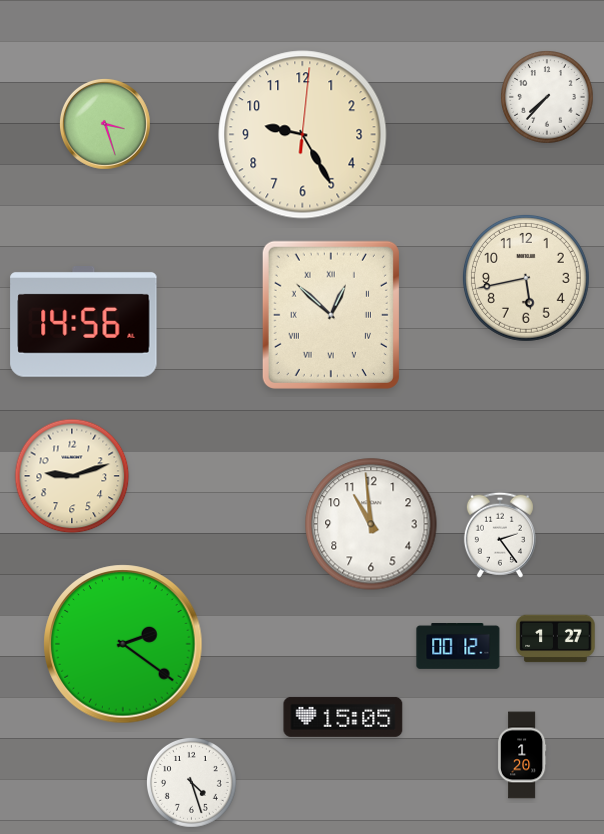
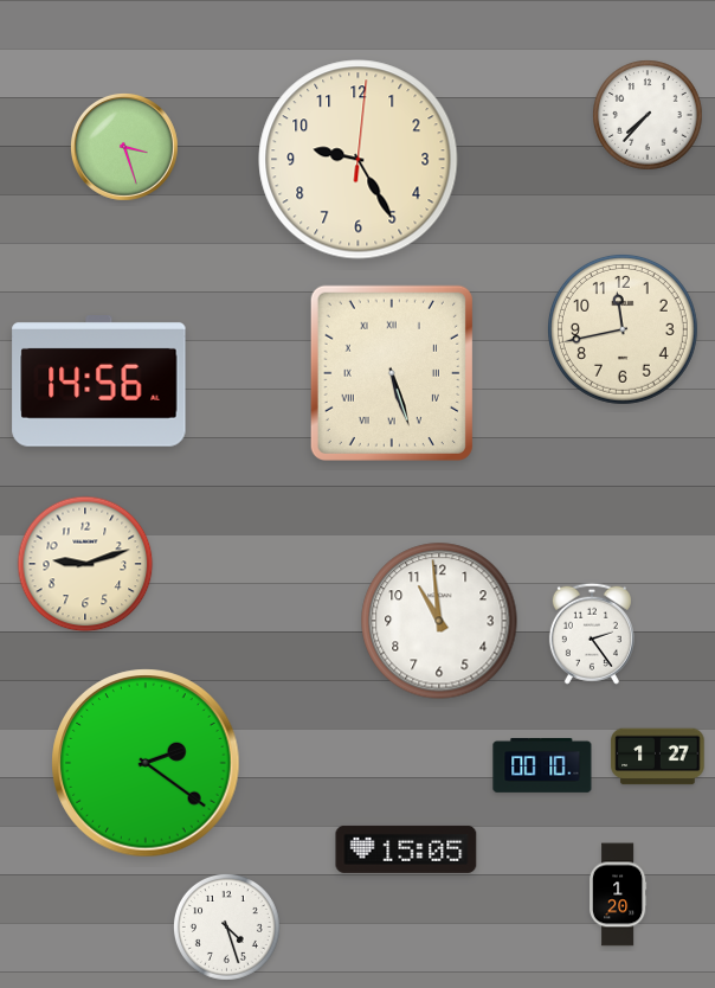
clock at (526, 278): 5:43 -> 11:43
clock at (331, 315): 12:52 -> 5:27
clock at (458, 647): 00:12 -> 00:10
